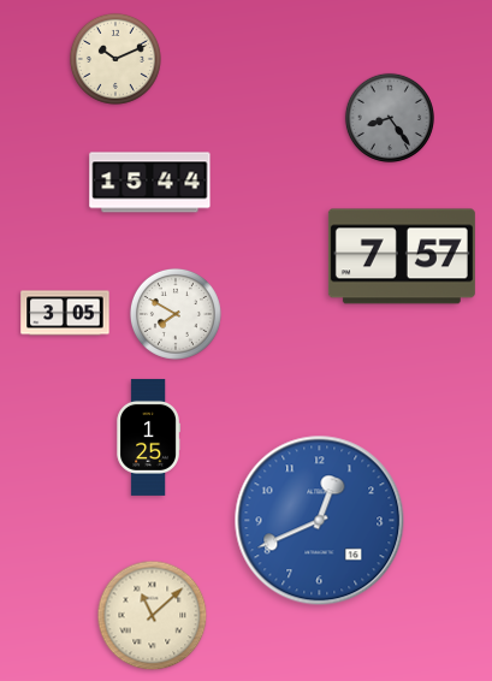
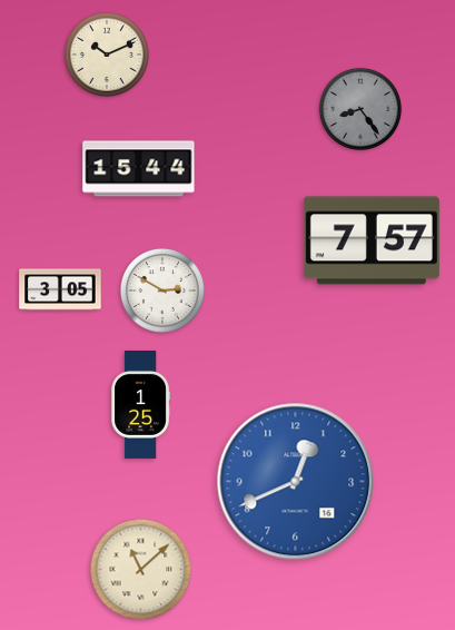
clock at (402, 256) position: (402, 256) -> (372, 240)
clock at (176, 314): 7:50 -> 2:50
clock at (148, 437) position: (148, 437) -> (140, 404)
